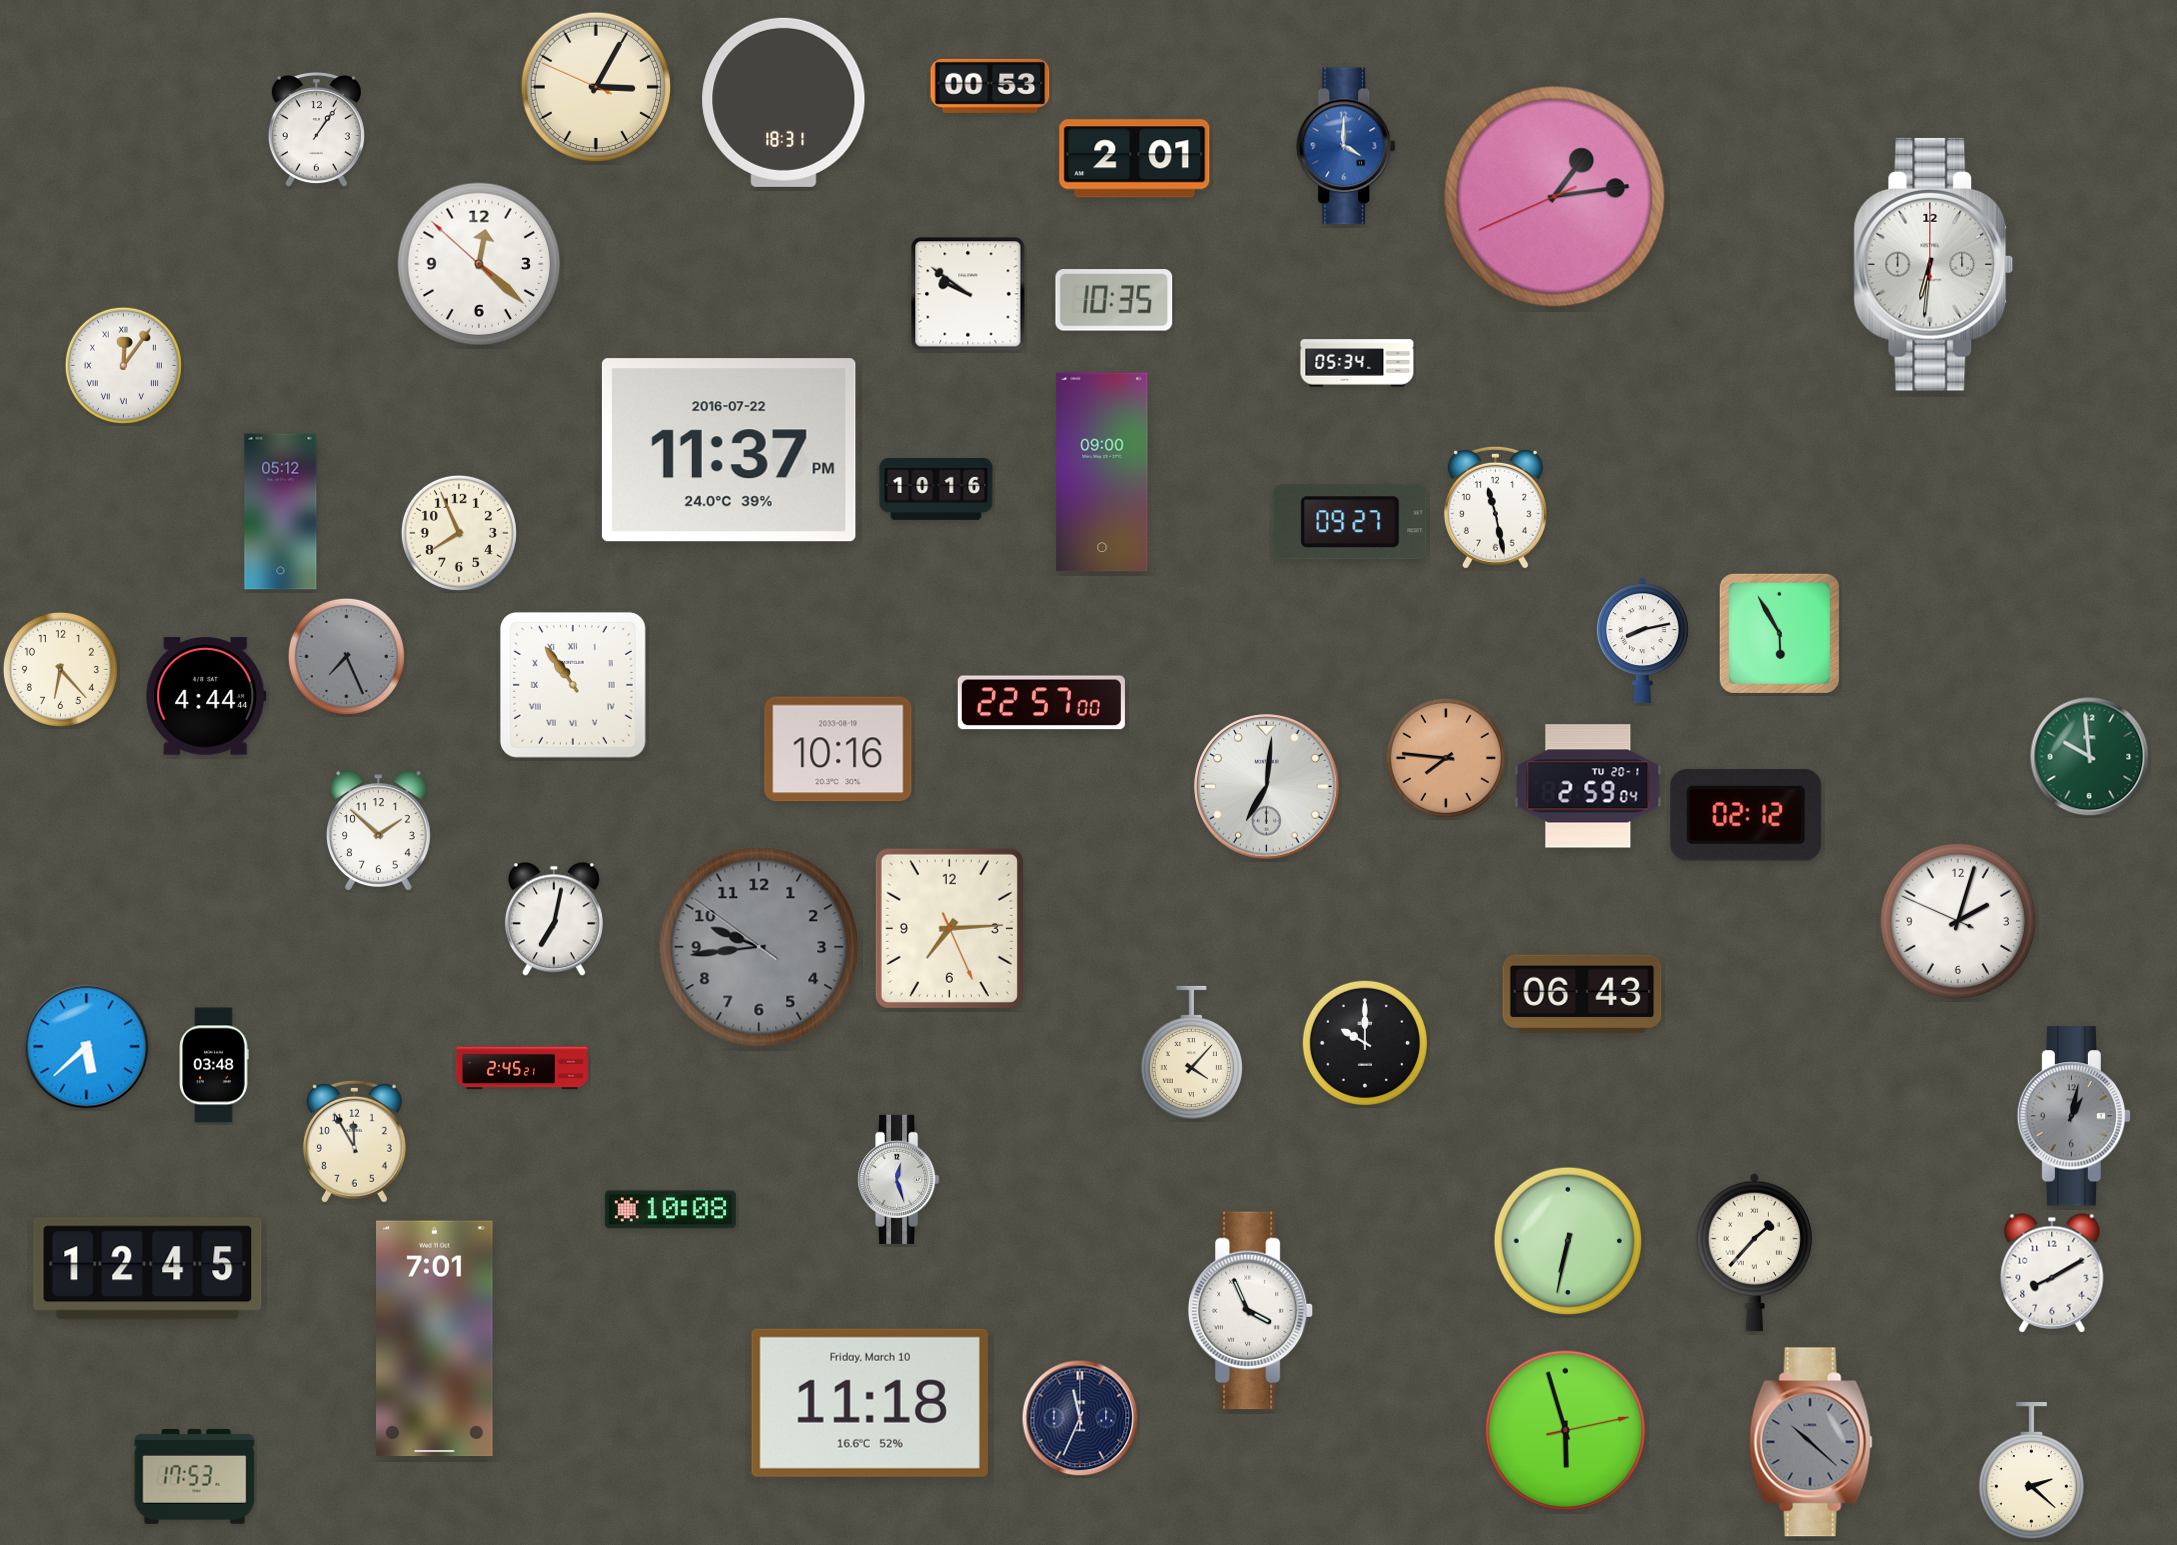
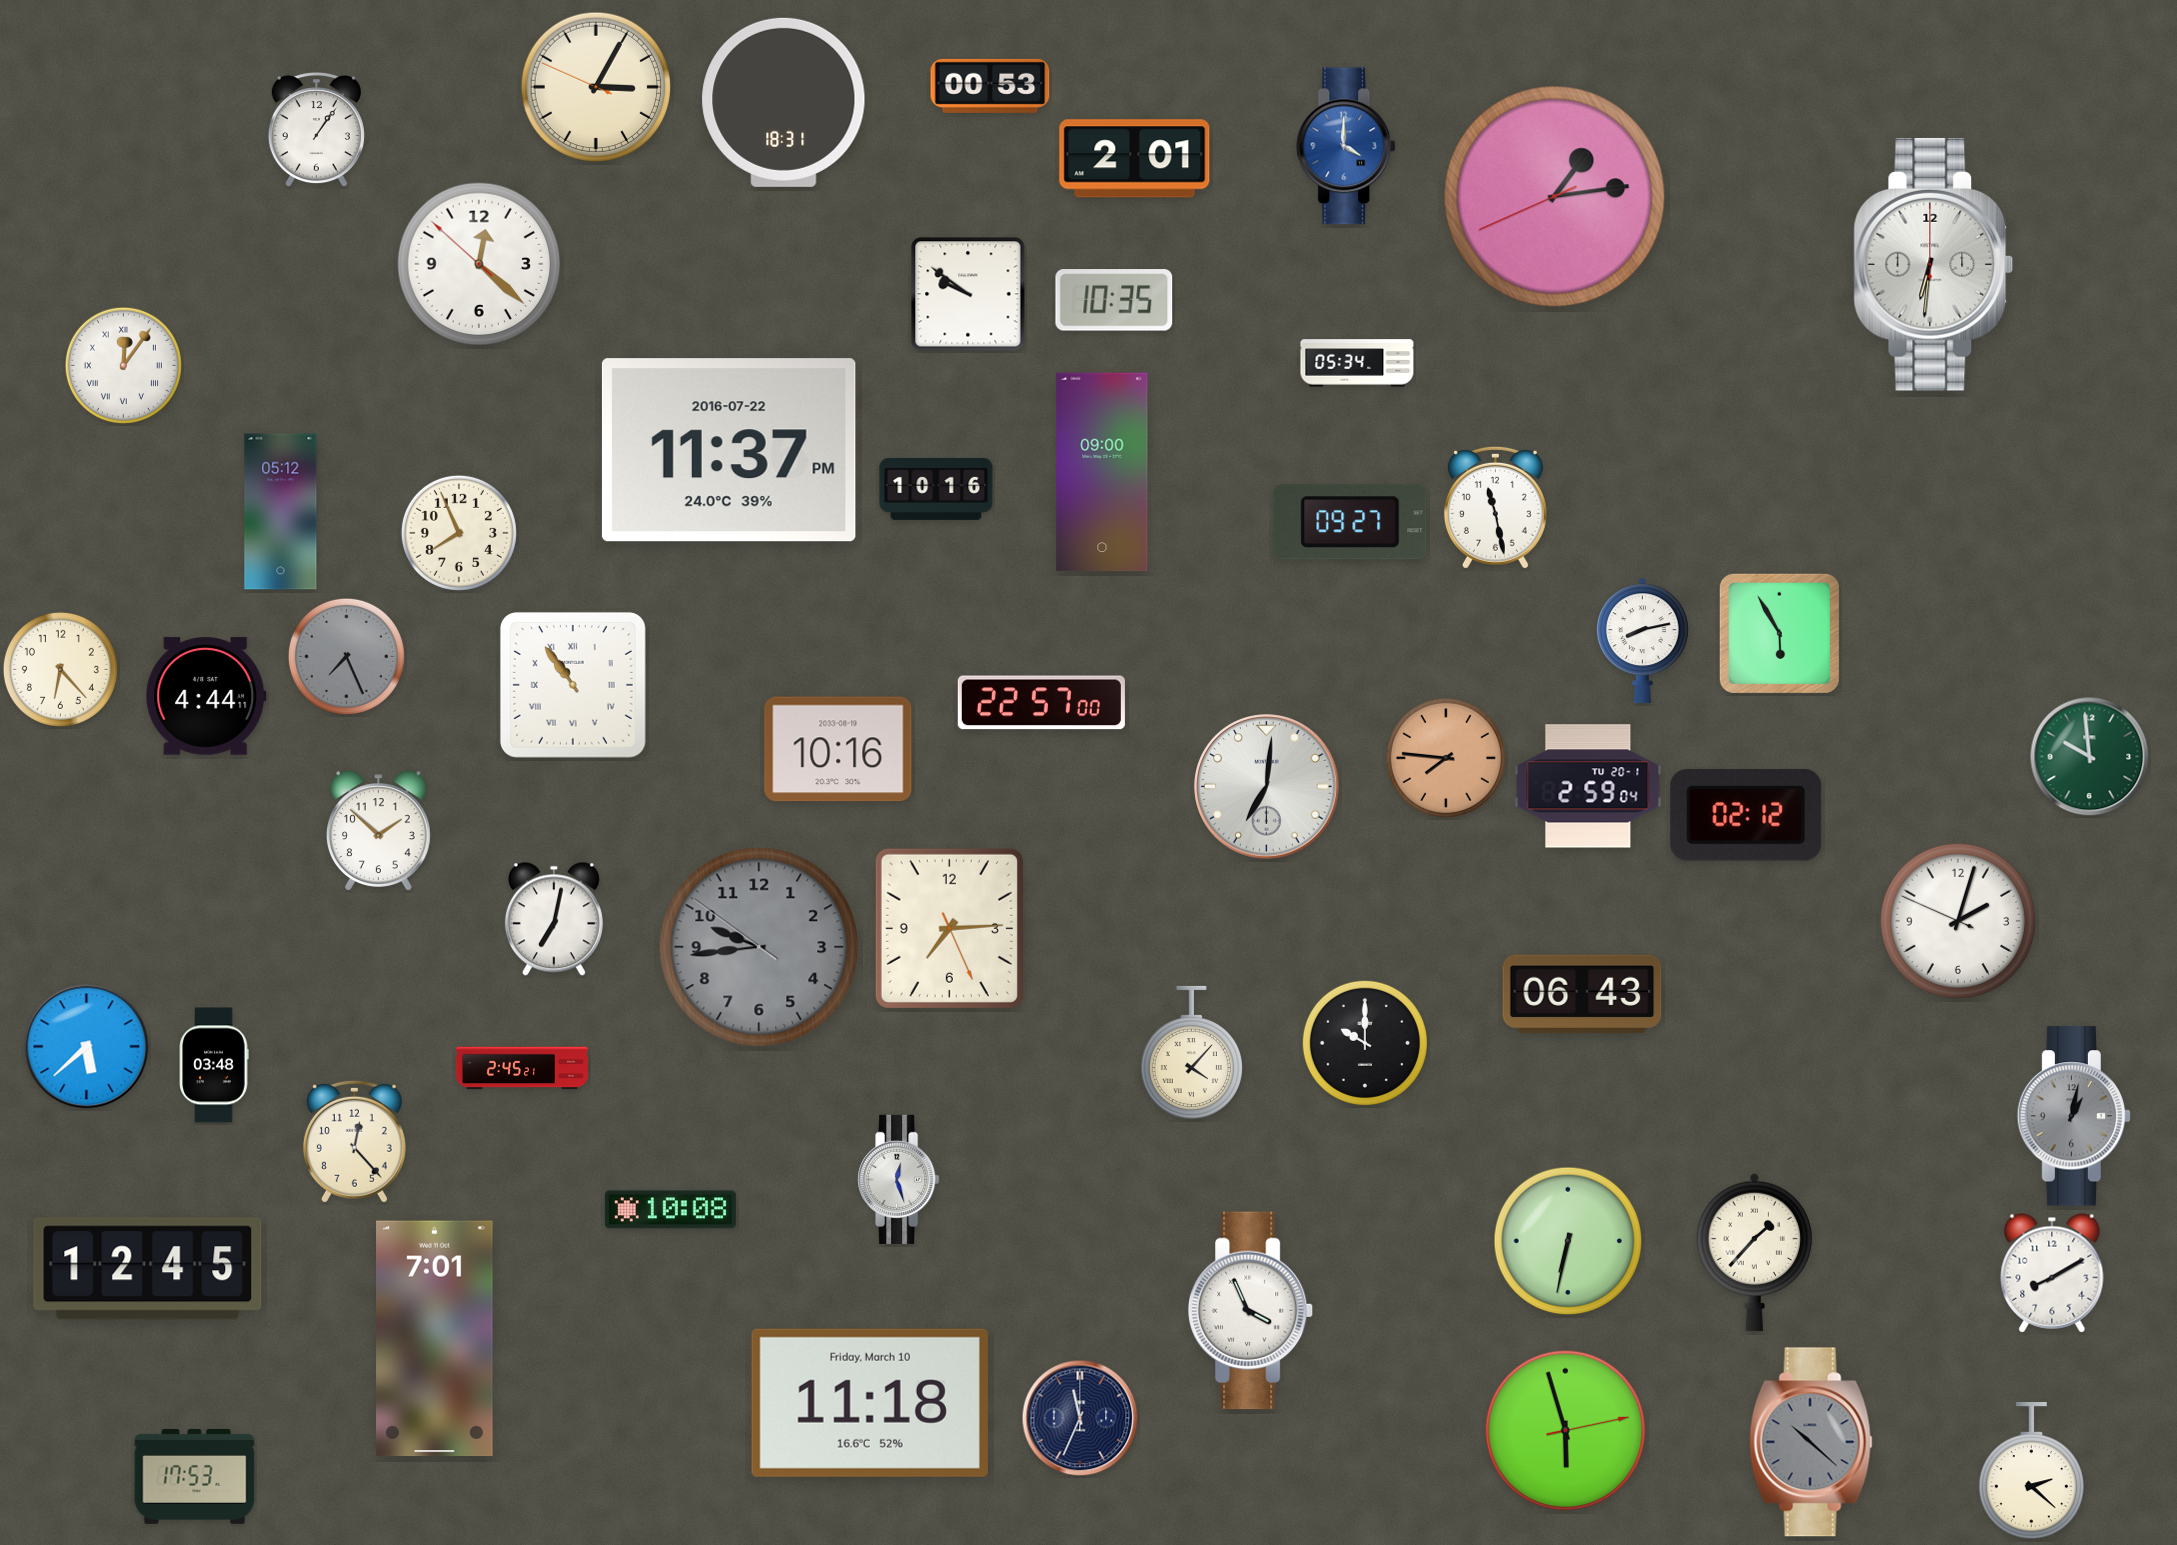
clock at (206, 696): 4:44:44 -> 4:44:11
clock at (354, 1141): 11:55 -> 12:23
